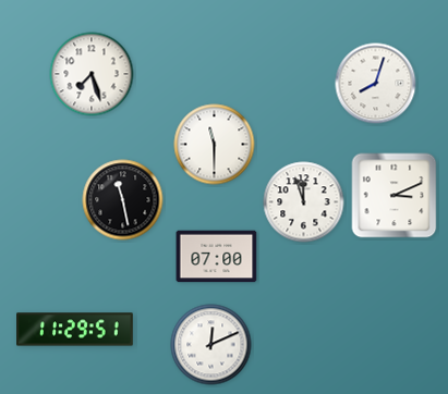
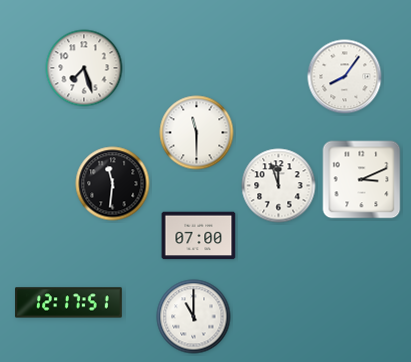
clock at (376, 84): 8:03 -> 8:06
clock at (123, 200): 11:28 -> 11:31
clock at (75, 330): 11:29 -> 12:17
clock at (211, 345): 12:11 -> 11:00
